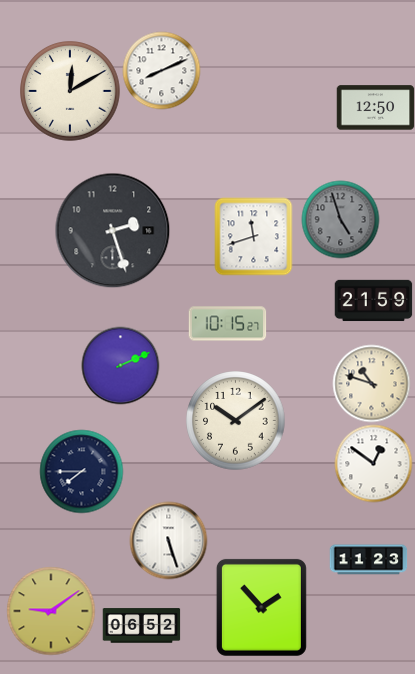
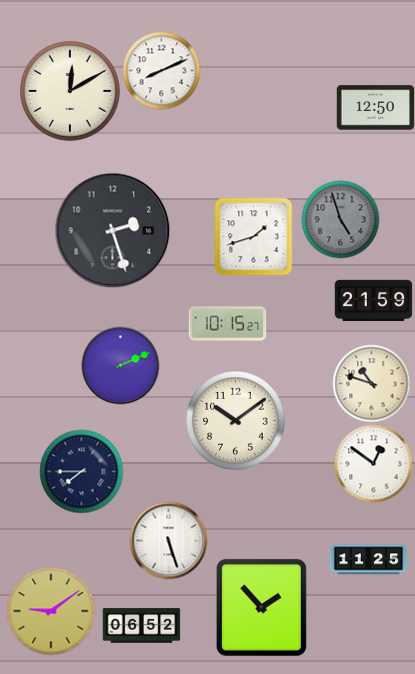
clock at (253, 236): 11:42 -> 1:42
clock at (368, 560): 11:23 -> 11:25
